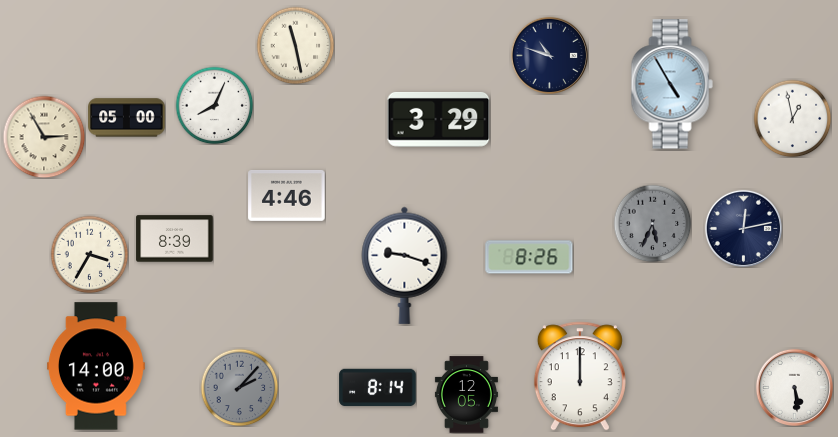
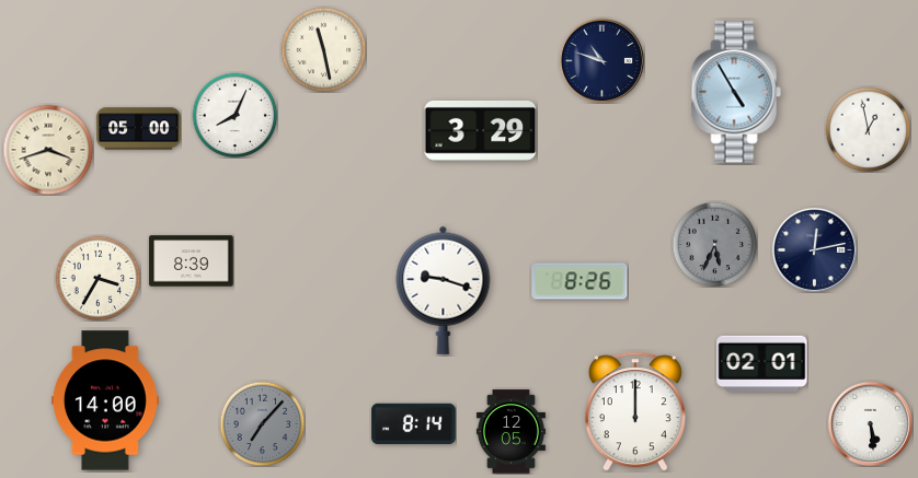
clock at (44, 137): 2:55 -> 3:42
clock at (287, 195): 4:46 -> none
clock at (762, 364): none -> 02:01
clock at (239, 387): 2:07 -> 7:07
